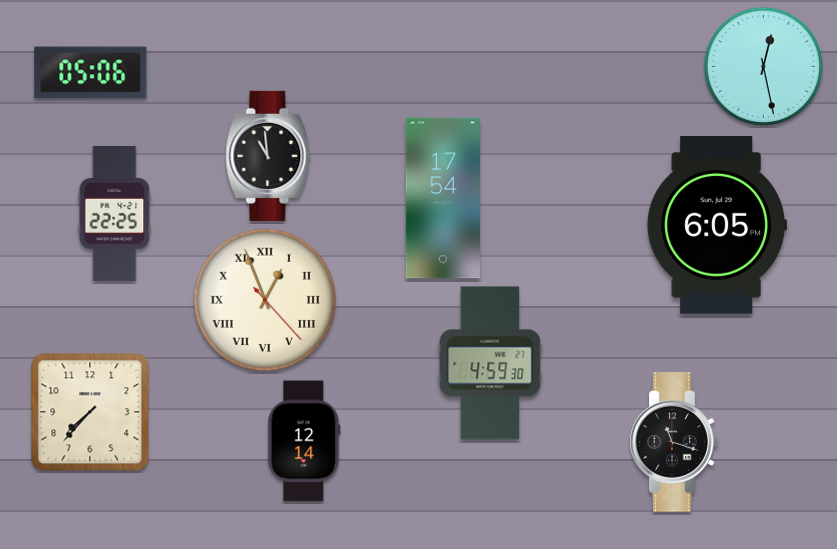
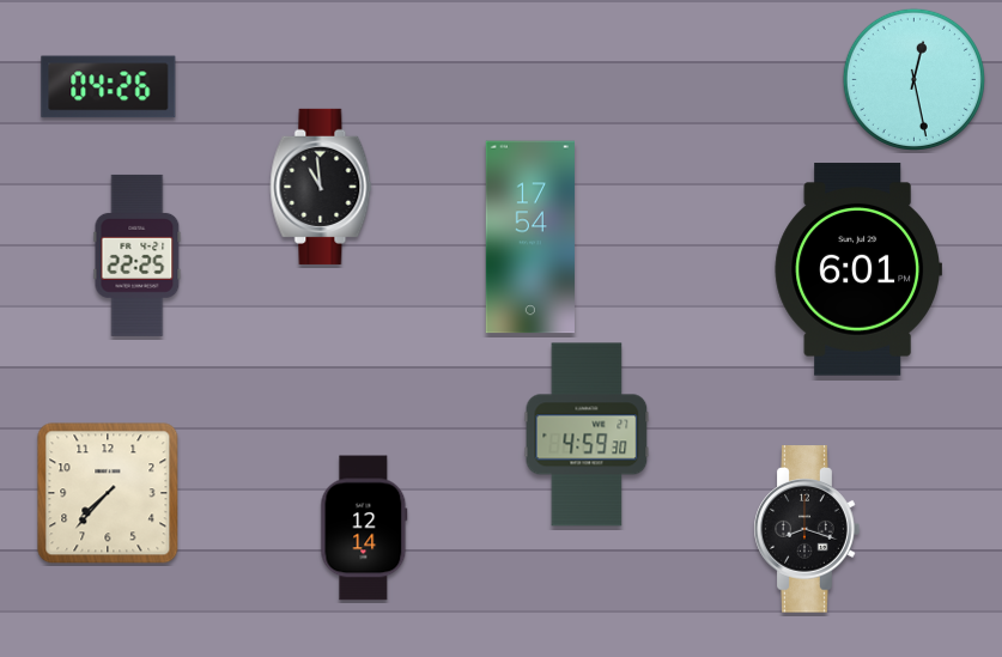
clock at (91, 73): 05:06 -> 04:26
clock at (716, 225): 6:05 -> 6:01
clock at (265, 300): 12:56 -> none
clock at (674, 442): 11:18 -> 8:18
